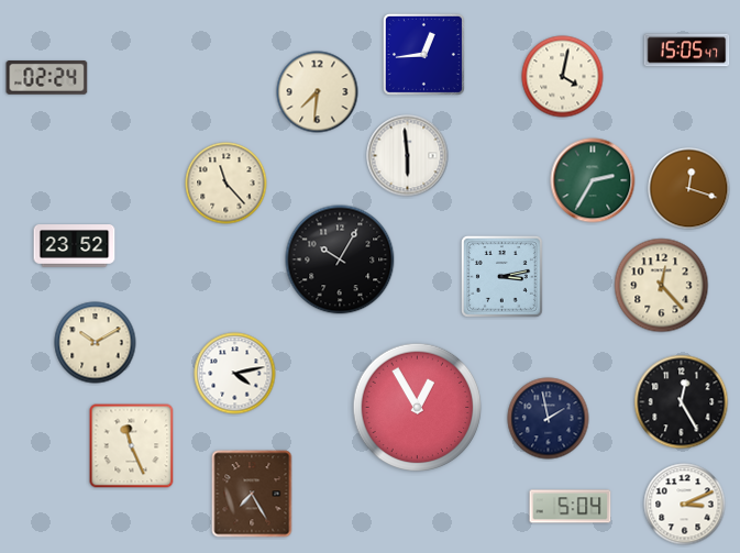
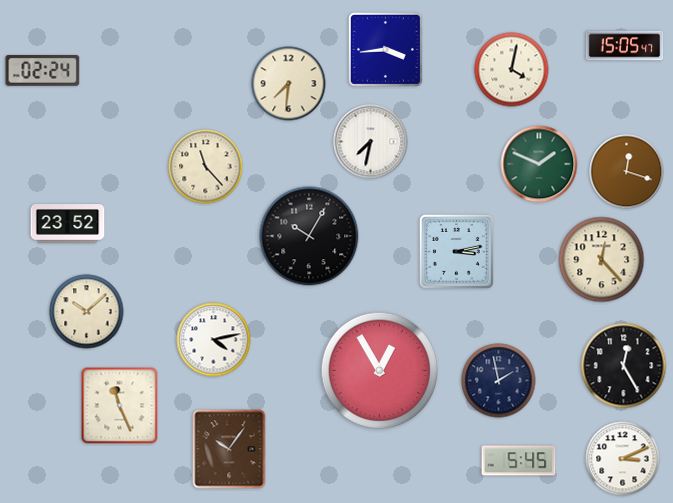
clock at (423, 54): 12:44 -> 3:44
clock at (408, 156): 5:59 -> 7:32
clock at (593, 180): 2:35 -> 1:49
clock at (96, 343): 10:10 -> 10:08
clock at (682, 402) position: (682, 402) -> (624, 366)
clock at (252, 494): 7:25 -> 10:06
clock at (571, 507): 5:04 -> 5:45
